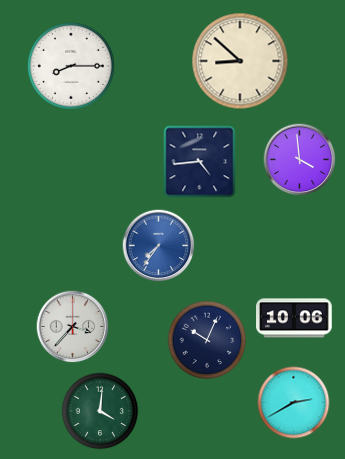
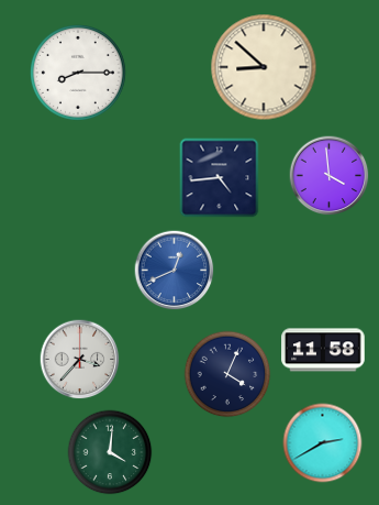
clock at (159, 246): 7:36 -> 12:41
clock at (294, 318): 10:06 -> 11:58
clock at (207, 340): 10:04 -> 4:04
